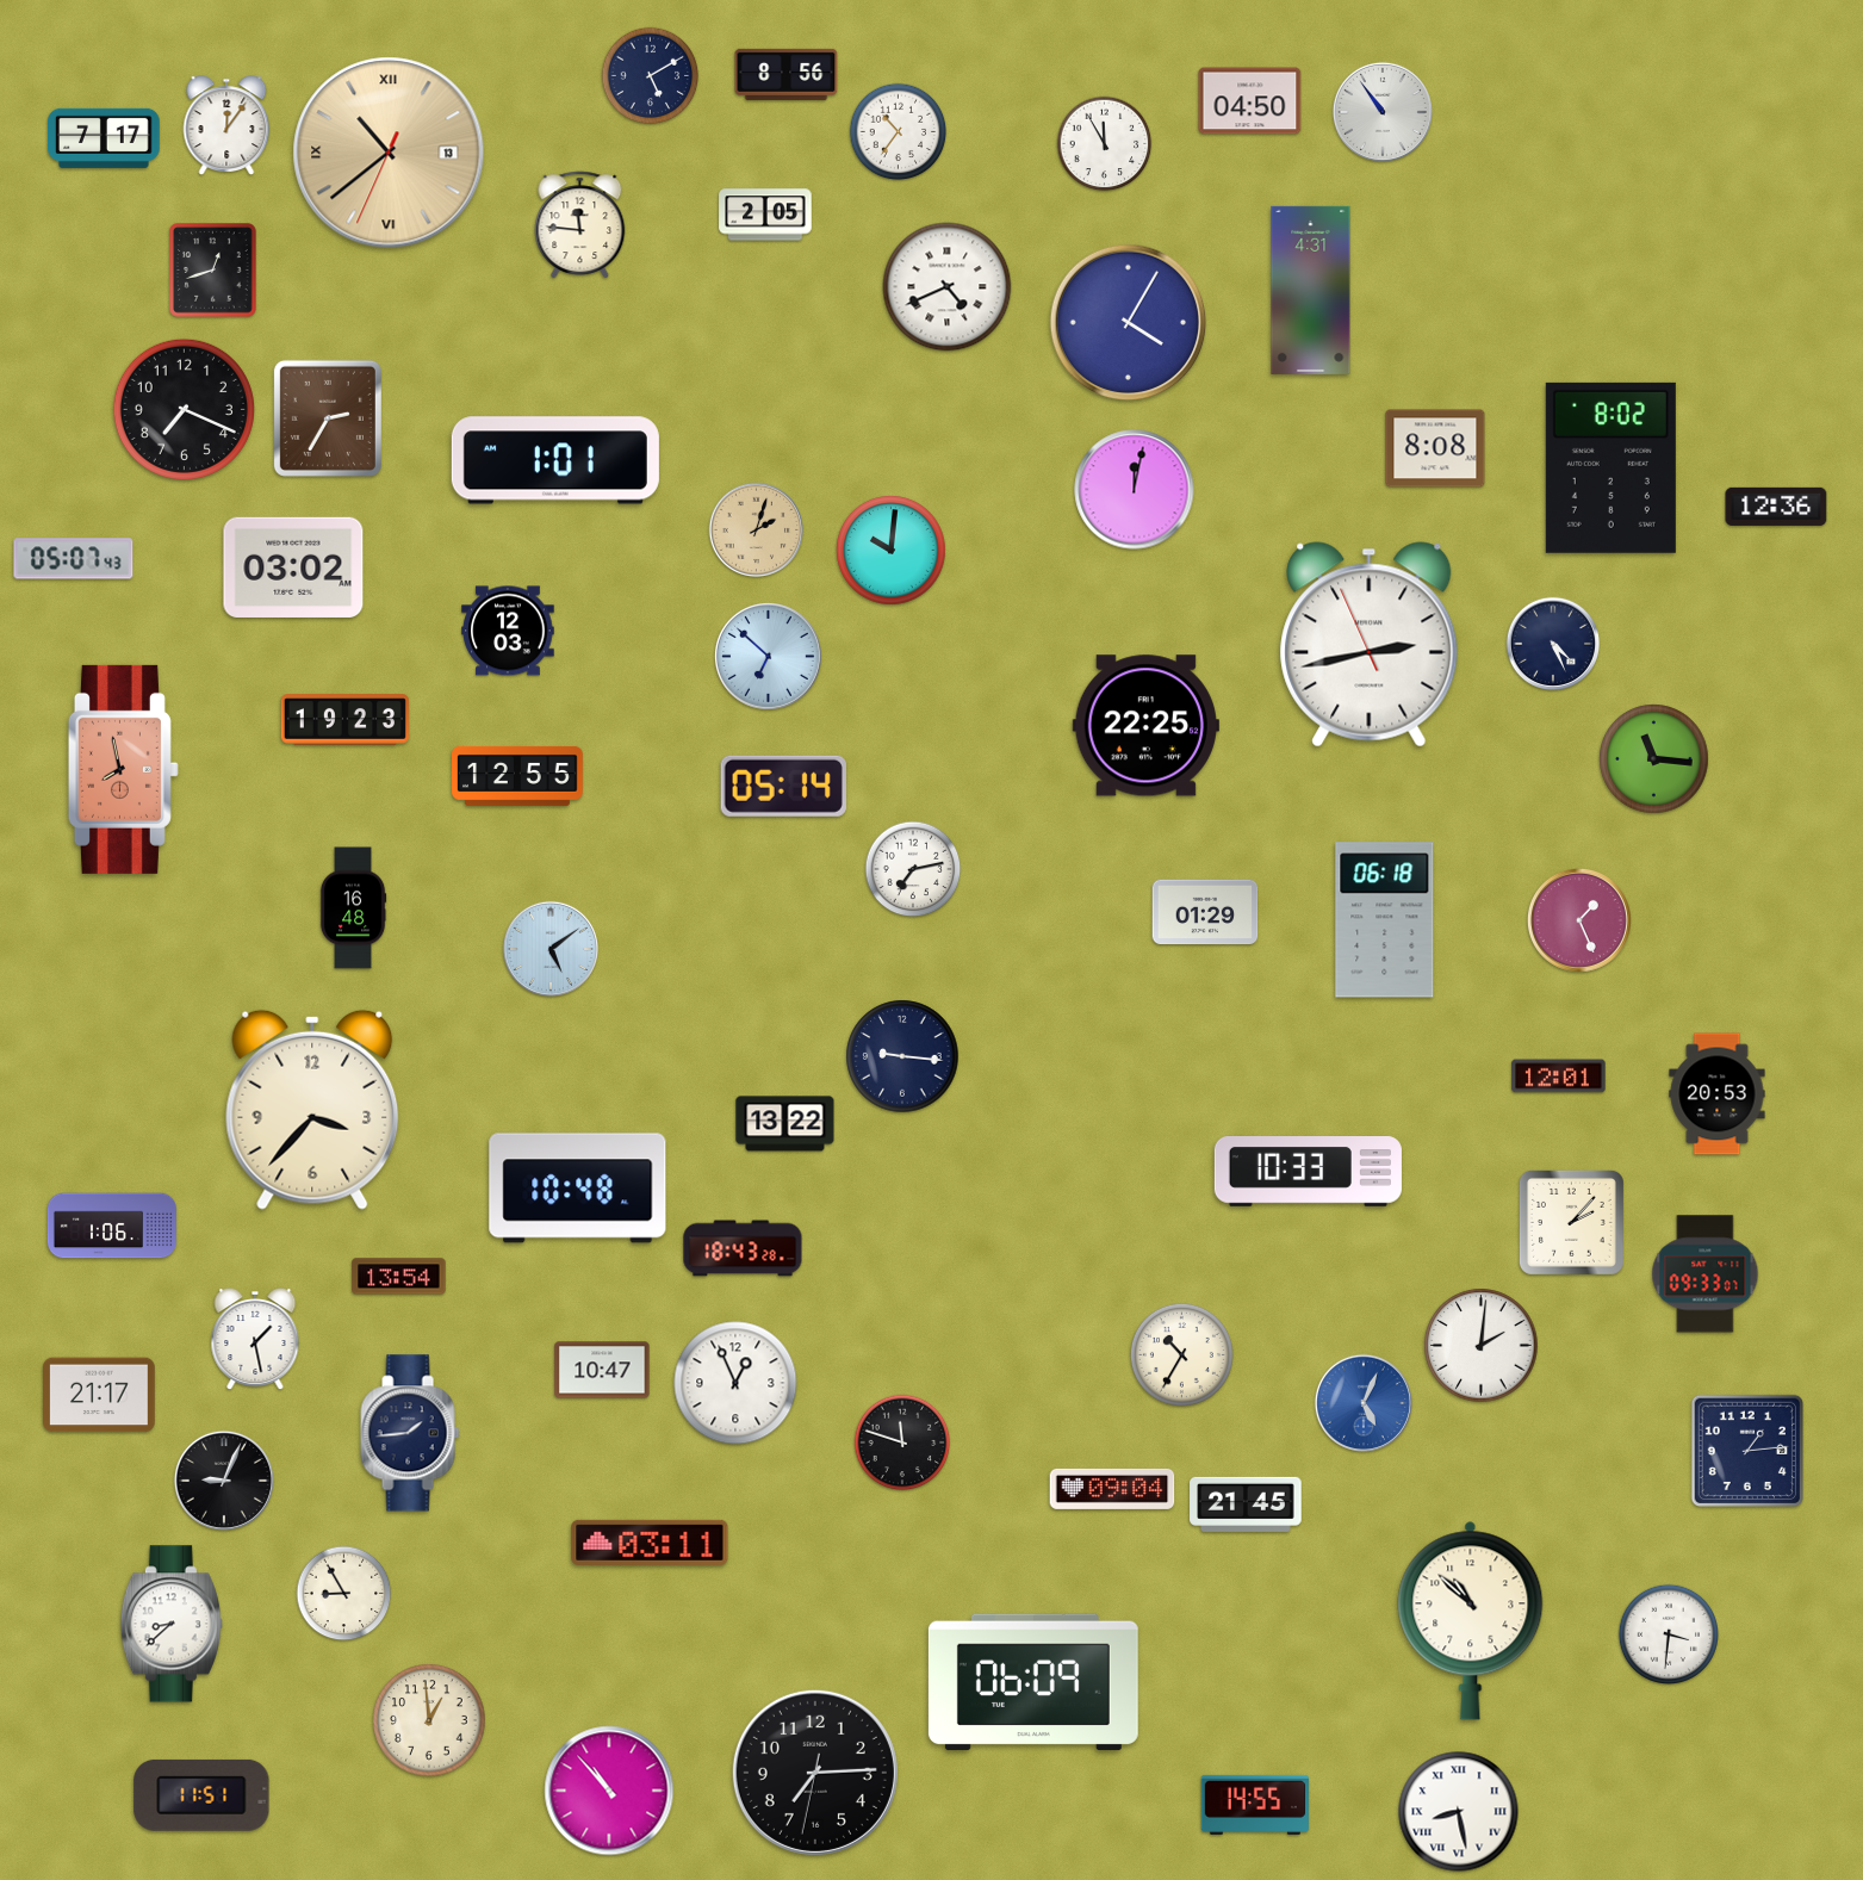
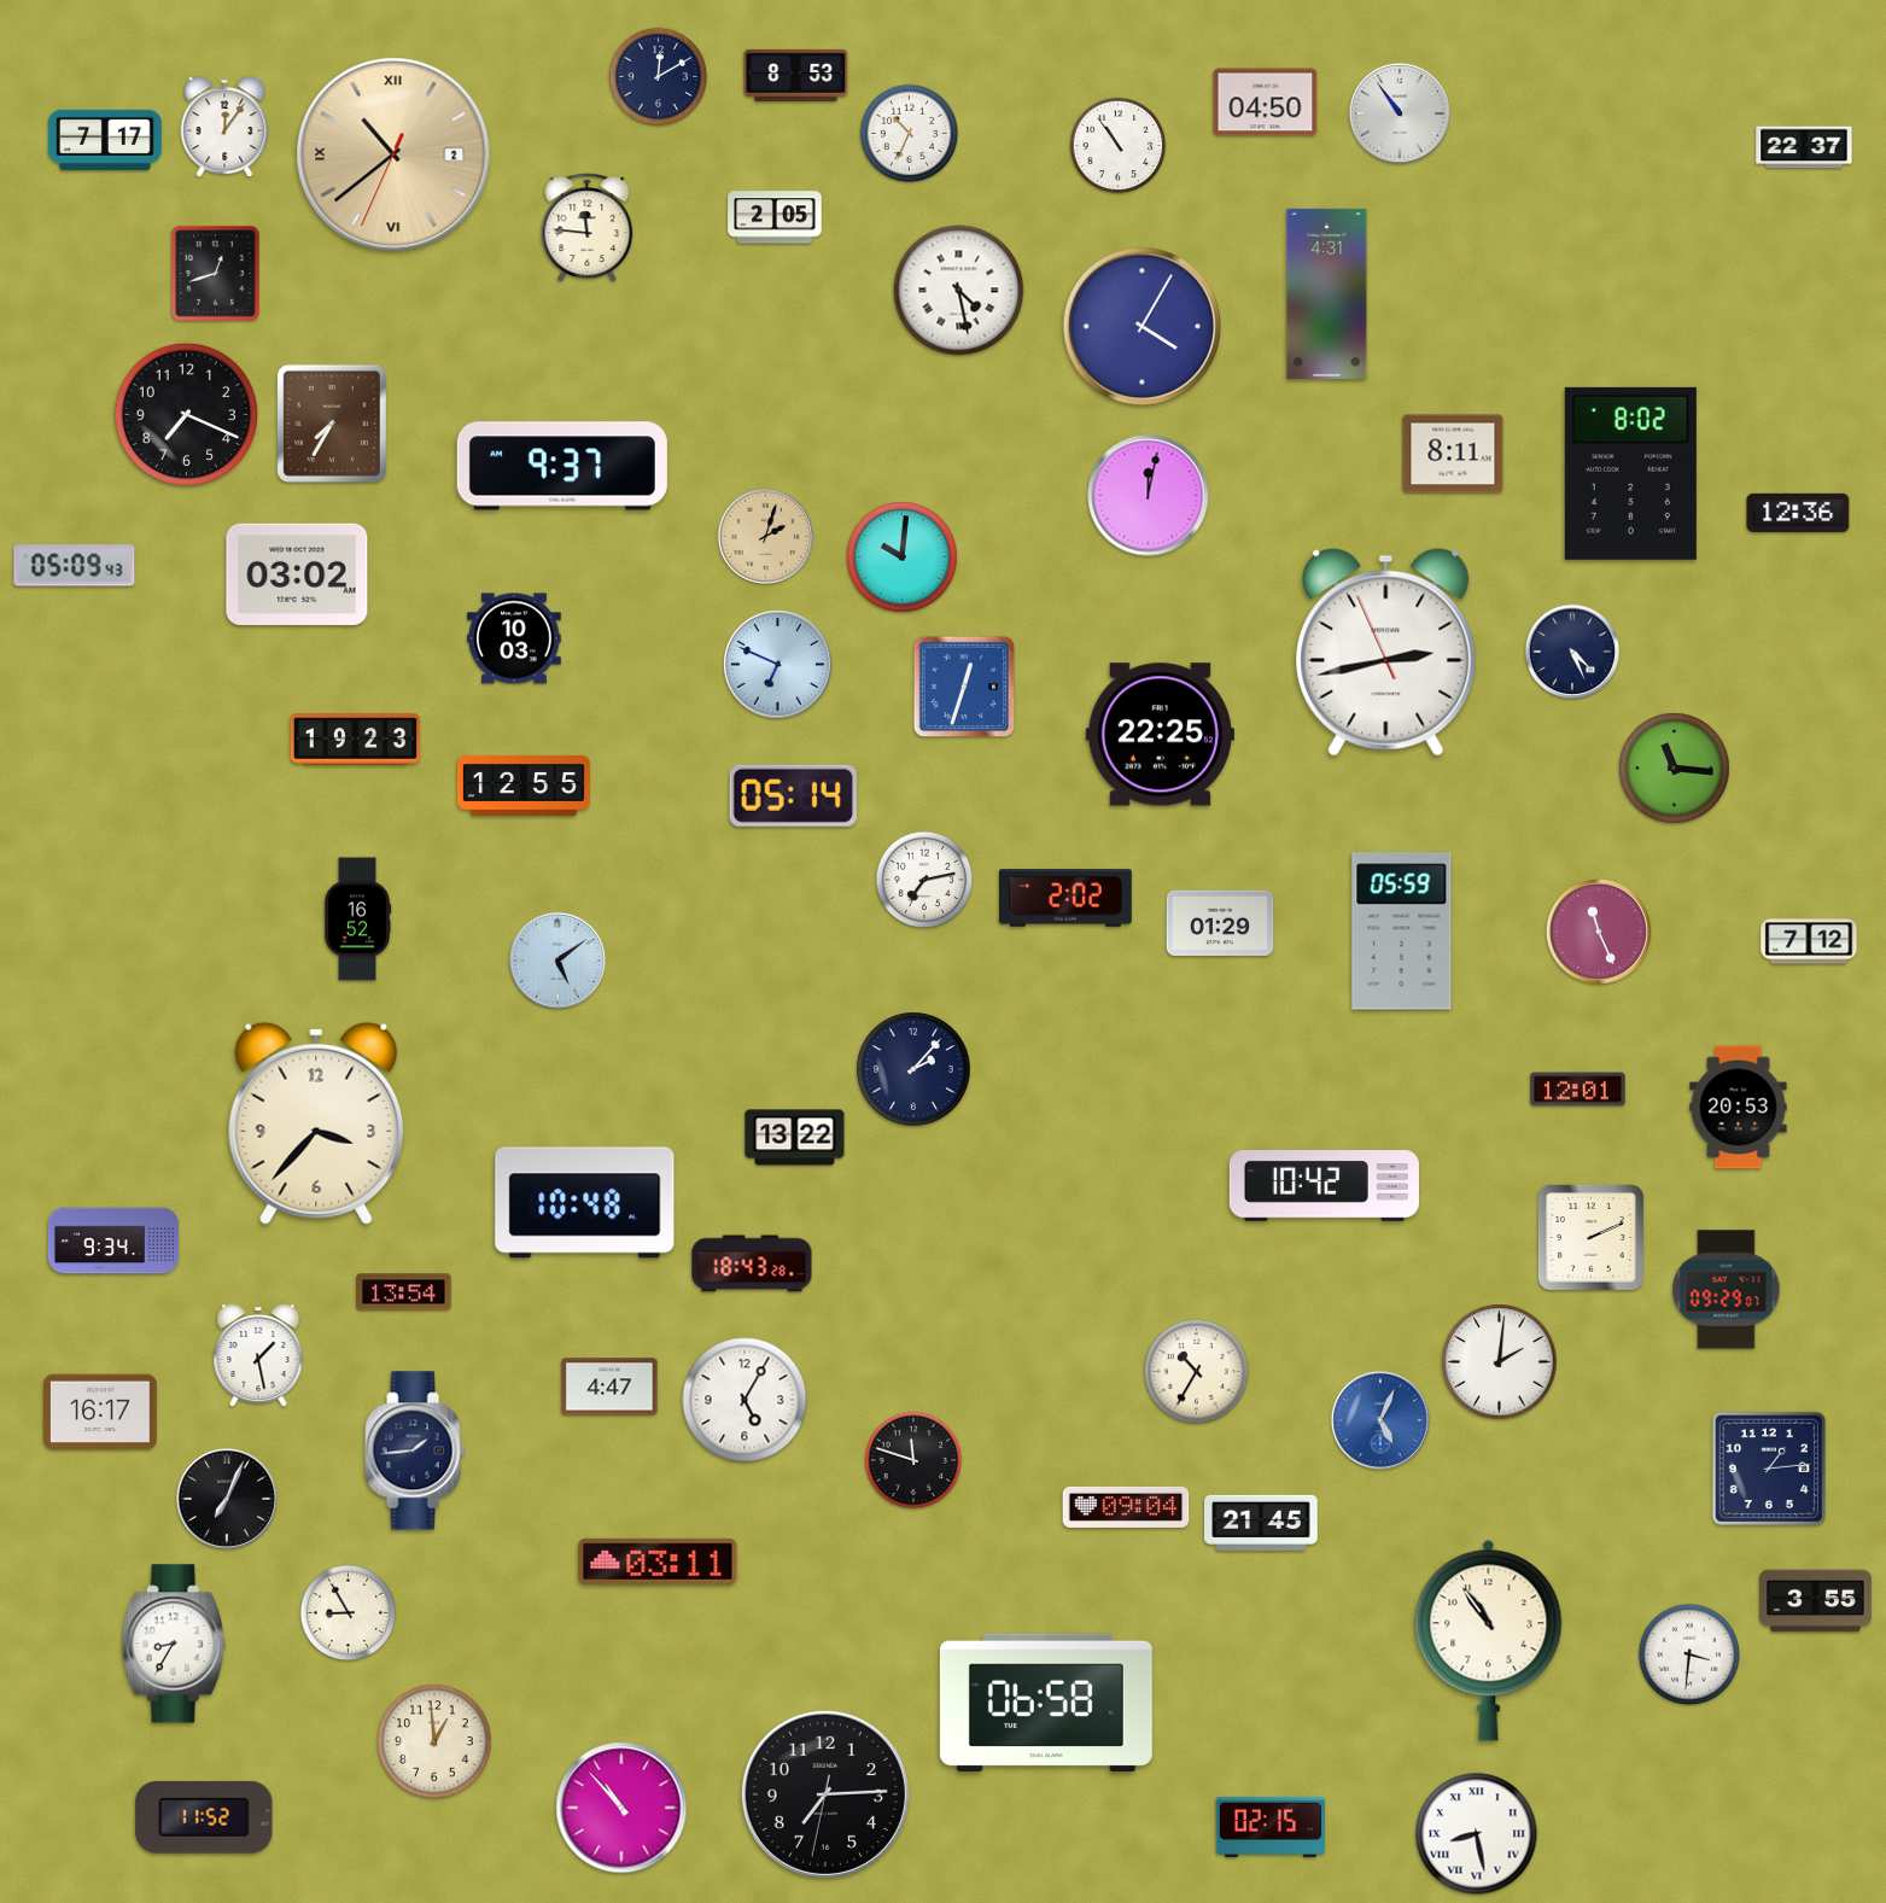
clock at (787, 74): 8:56 -> 8:53
clock at (651, 76): 5:10 -> 12:10
clock at (226, 125) position: (226, 125) -> (224, 127)
clock at (899, 132): 10:36 -> 10:34
clock at (1105, 144): 11:55 -> 10:54
clock at (1804, 147): none -> 22:37
clock at (389, 153) date: 13 -> 2
clock at (948, 287): 4:41 -> 4:28
clock at (328, 418): 2:35 -> 7:35
clock at (1435, 448): 8:08 -> 8:11
clock at (555, 460): 1:01 -> 9:37
clock at (74, 559): 05:07 -> 05:09
clock at (508, 631): 12:03 -> 10:03
clock at (769, 657): 6:52 -> 6:49
clock at (964, 687): none -> 12:33
clock at (344, 720) position: (344, 720) -> (355, 740)
clock at (123, 769): 7:58 -> none
clock at (1065, 899): none -> 2:02
clock at (353, 908): 16:48 -> 16:52
clock at (1385, 920): 06:18 -> 05:59
clock at (1579, 920): 1:26 -> 11:26
clock at (1809, 941): none -> 7:12
clock at (902, 1056): 9:16 -> 2:07
clock at (1308, 1172): 10:33 -> 10:42
clock at (1571, 1222): 2:07 -> 2:11
clock at (112, 1226): 1:06 -> 9:34
clock at (1706, 1274): 09:33 -> 09:29
clock at (602, 1370): 10:47 -> 4:47
clock at (735, 1383): 12:56 -> 5:05
clock at (99, 1395): 21:17 -> 16:17
clock at (224, 1481): 9:04 -> 7:04
clock at (1816, 1601): none -> 3:55
clock at (1471, 1620): 10:52 -> 10:54
clock at (172, 1624): 8:38 -> 8:35
clock at (1033, 1682): 06:09 -> 06:58
clock at (609, 1791) position: (609, 1791) -> (621, 1808)
clock at (201, 1795): 11:51 -> 11:52
clock at (1255, 1805): 14:55 -> 02:15
